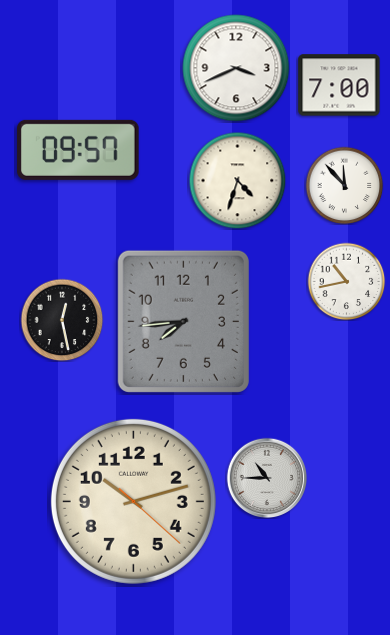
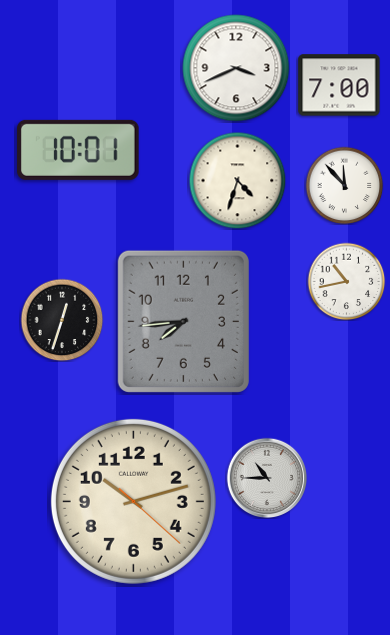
clock at (78, 150): 09:57 -> 10:01
clock at (62, 320): 12:28 -> 12:33
